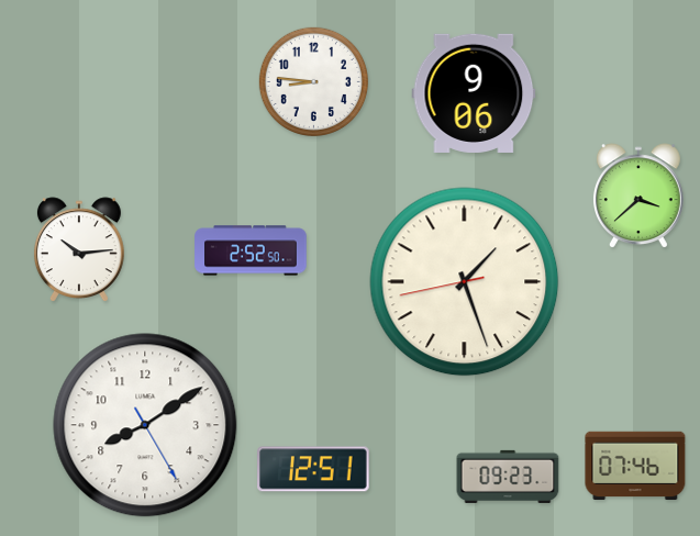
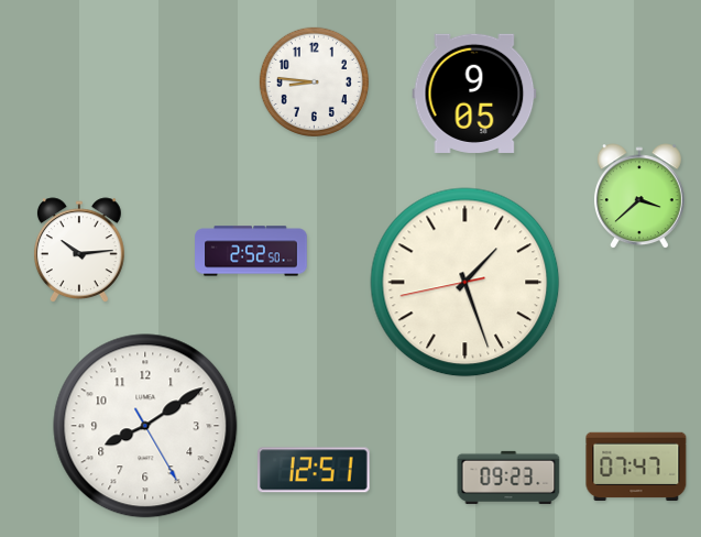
clock at (474, 93): 9:06 -> 9:05
clock at (635, 465): 07:46 -> 07:47
